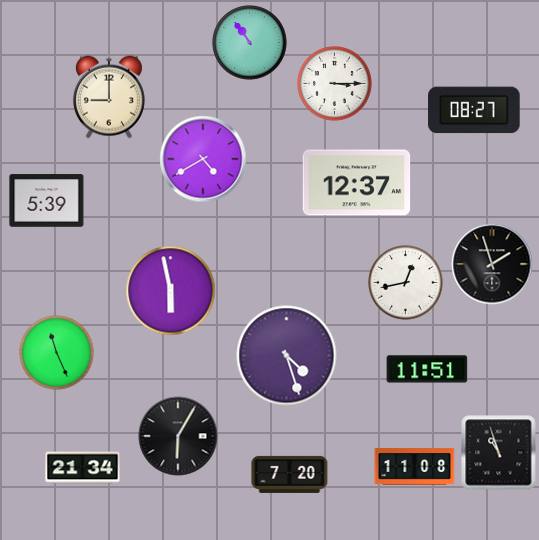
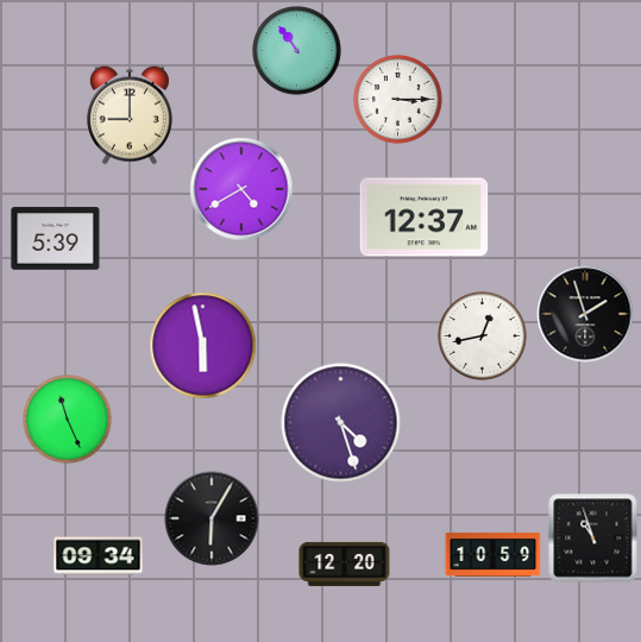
clock at (474, 110): 08:27 -> none
clock at (427, 369): 11:51 -> none
clock at (415, 467): 11:08 -> 10:59
clock at (83, 468): 21:34 -> 09:34
clock at (290, 474): 7:20 -> 12:20
